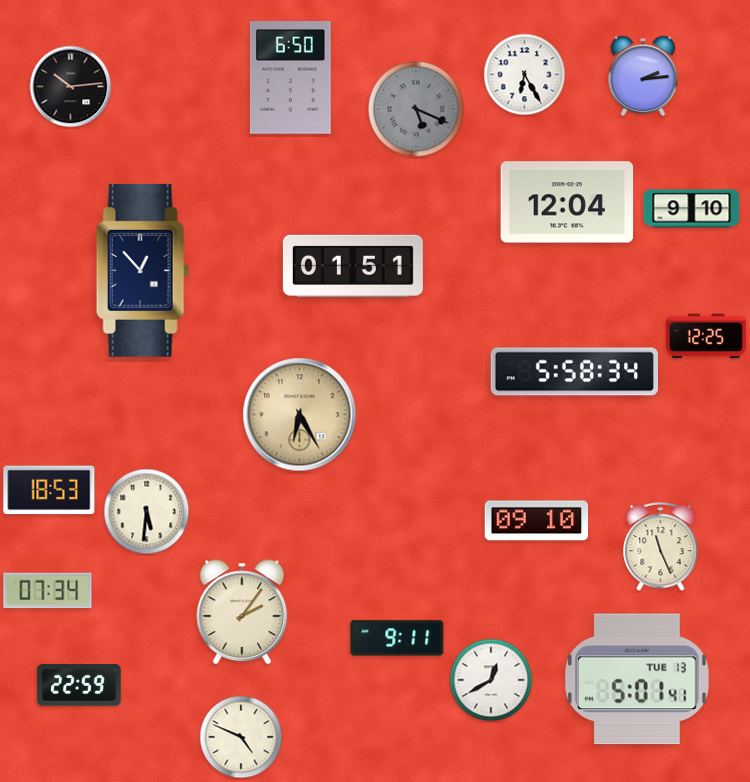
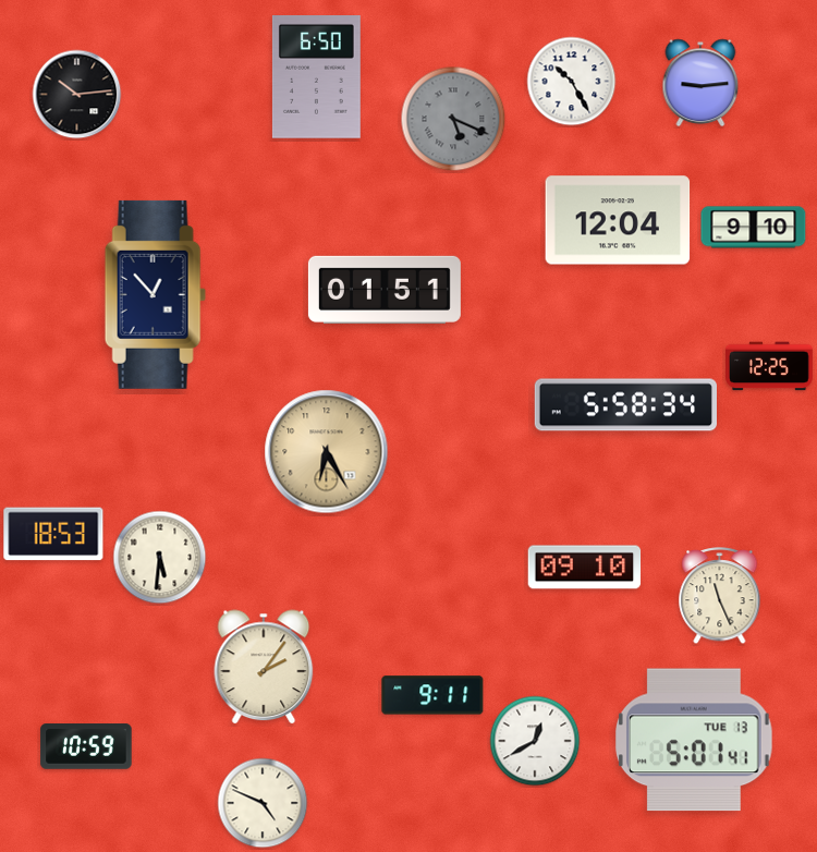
clock at (525, 75): 6:25 -> 10:25
clock at (643, 76): 2:14 -> 9:14
clock at (290, 78) position: (290, 78) -> (316, 77)
clock at (48, 591): 07:34 -> none
clock at (79, 685): 22:59 -> 10:59
